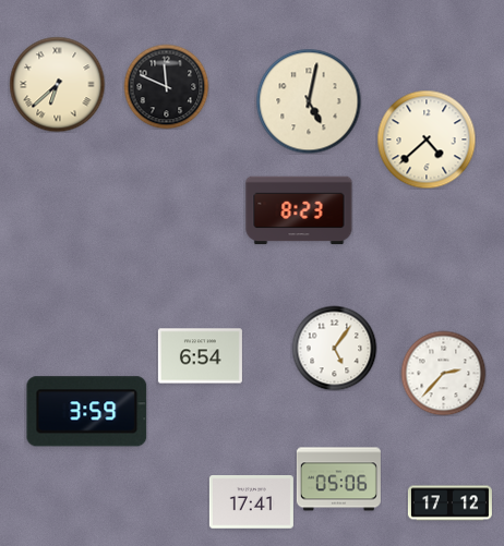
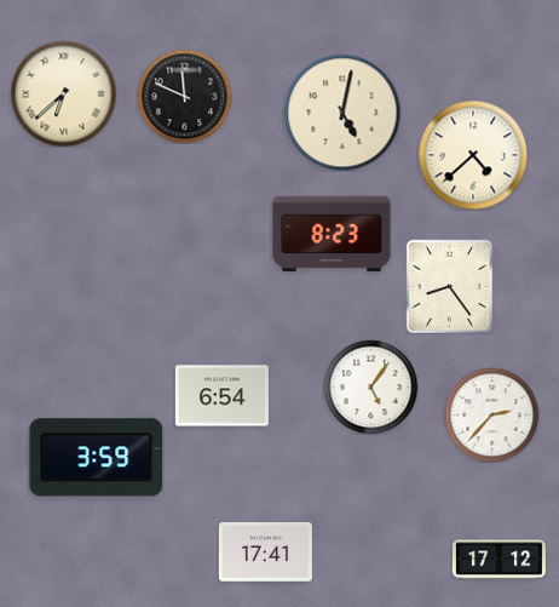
clock at (449, 286): none -> 8:24
clock at (338, 480): 05:06 -> none
clock at (251, 502) position: (251, 502) -> (265, 552)
